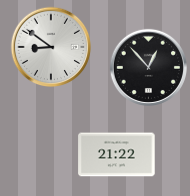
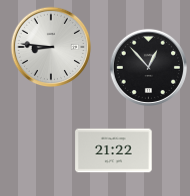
clock at (51, 47): 8:51 -> 8:46
clock at (117, 155) position: (117, 155) -> (114, 151)
